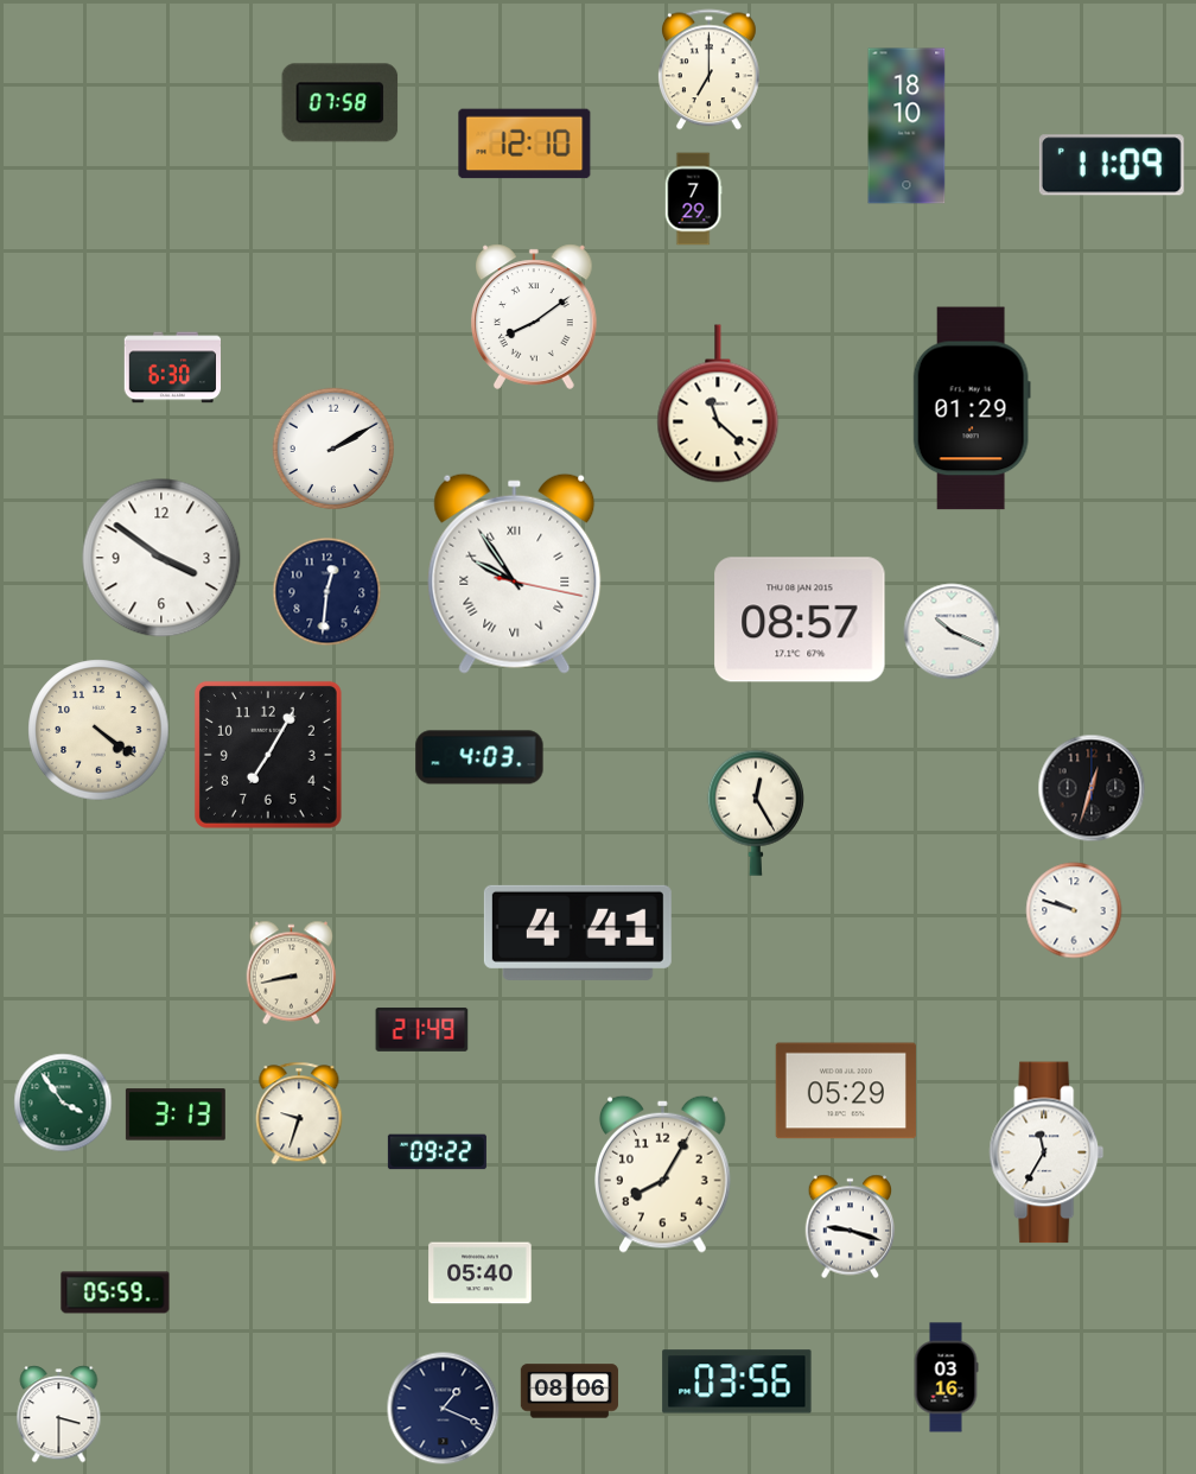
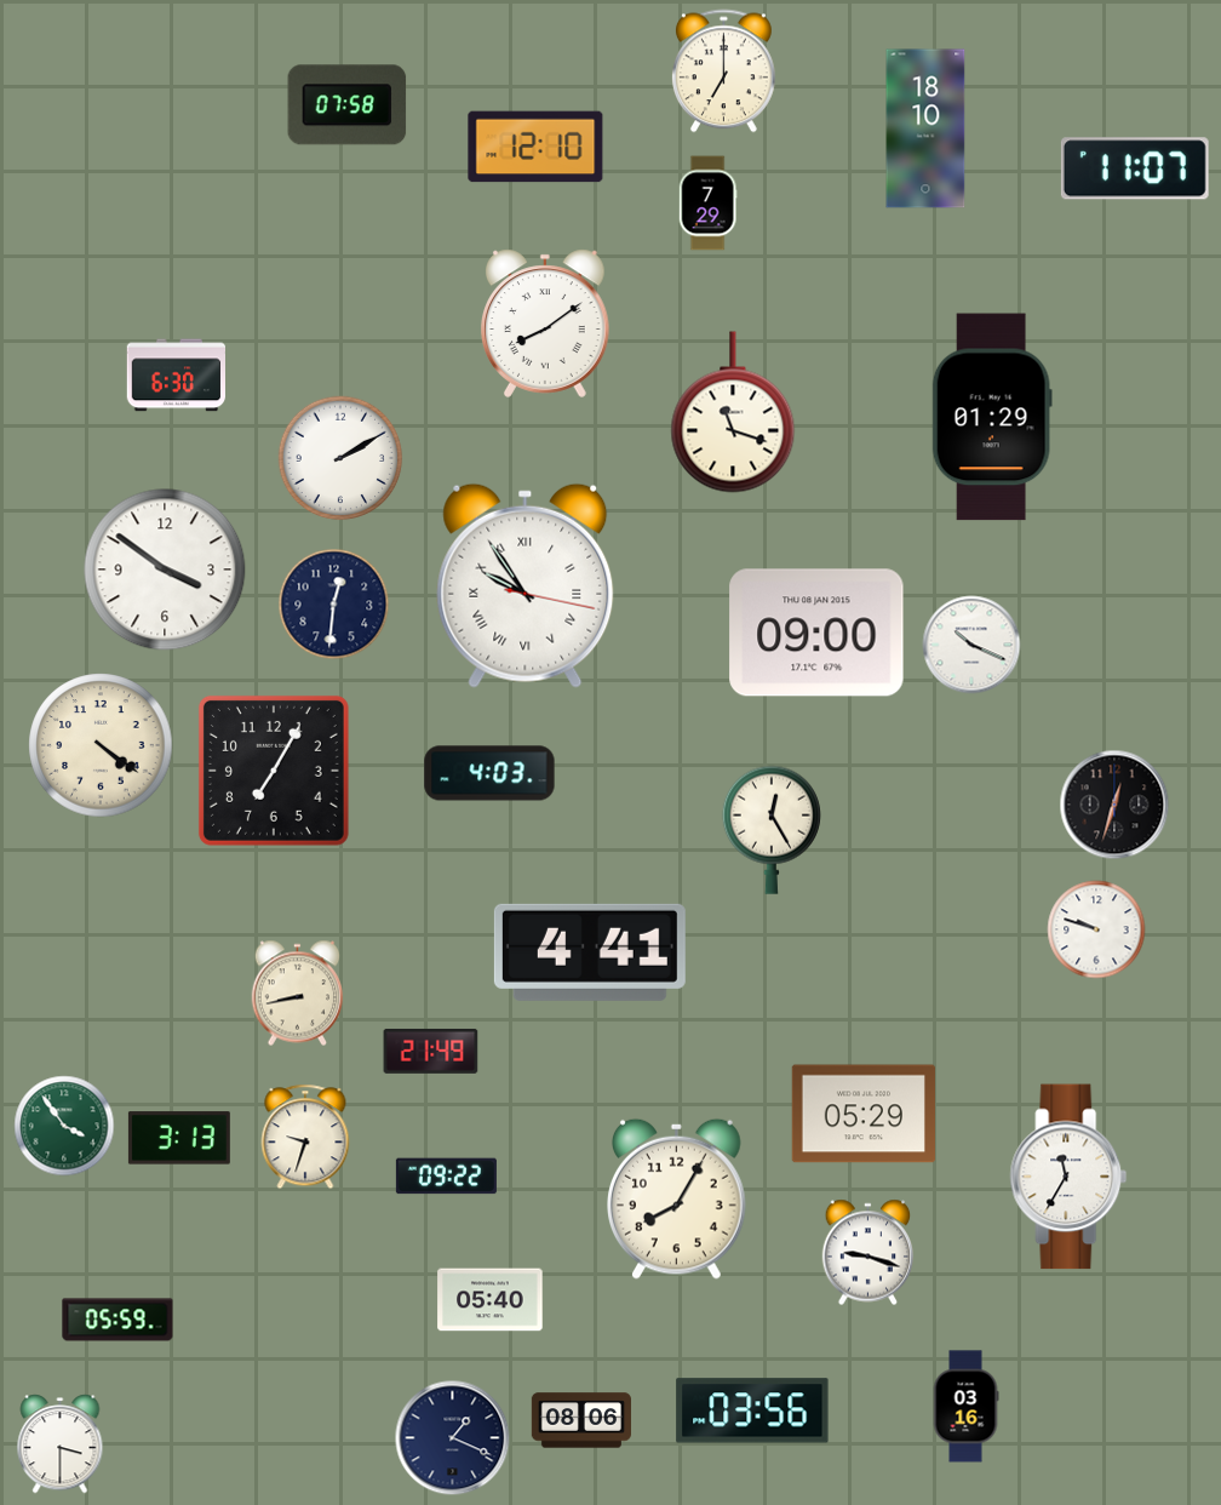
clock at (1112, 165): 11:09 -> 11:07
clock at (718, 404): 11:22 -> 11:18
clock at (800, 620): 08:57 -> 09:00
